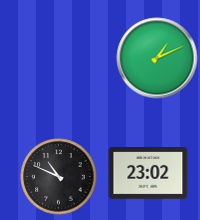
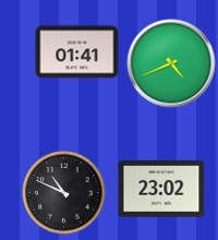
clock at (77, 52): none -> 01:41
clock at (157, 58): 1:11 -> 4:41
